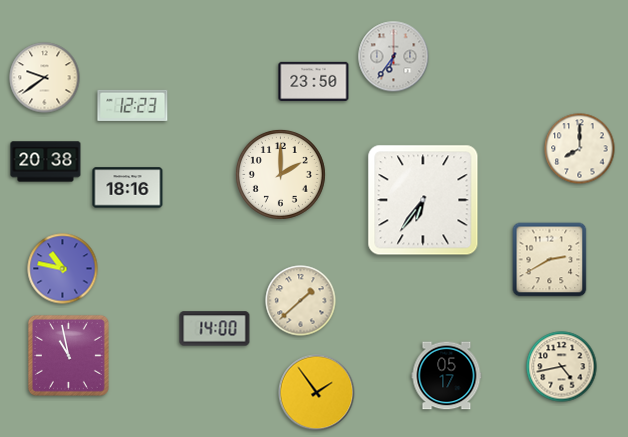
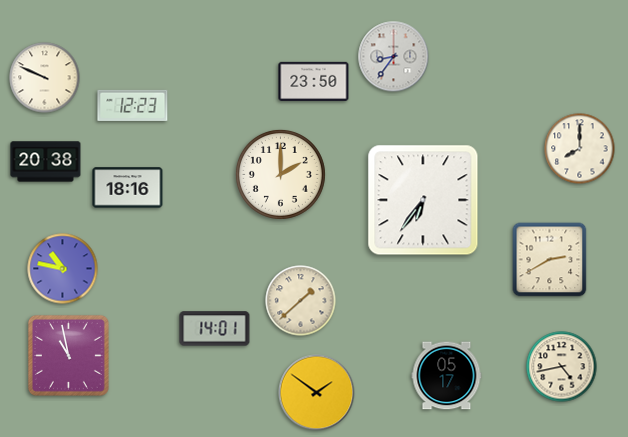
clock at (394, 57): 6:36 -> 8:36
clock at (45, 78): 9:39 -> 9:49
clock at (215, 329): 14:00 -> 14:01
clock at (317, 393): 1:54 -> 1:51
